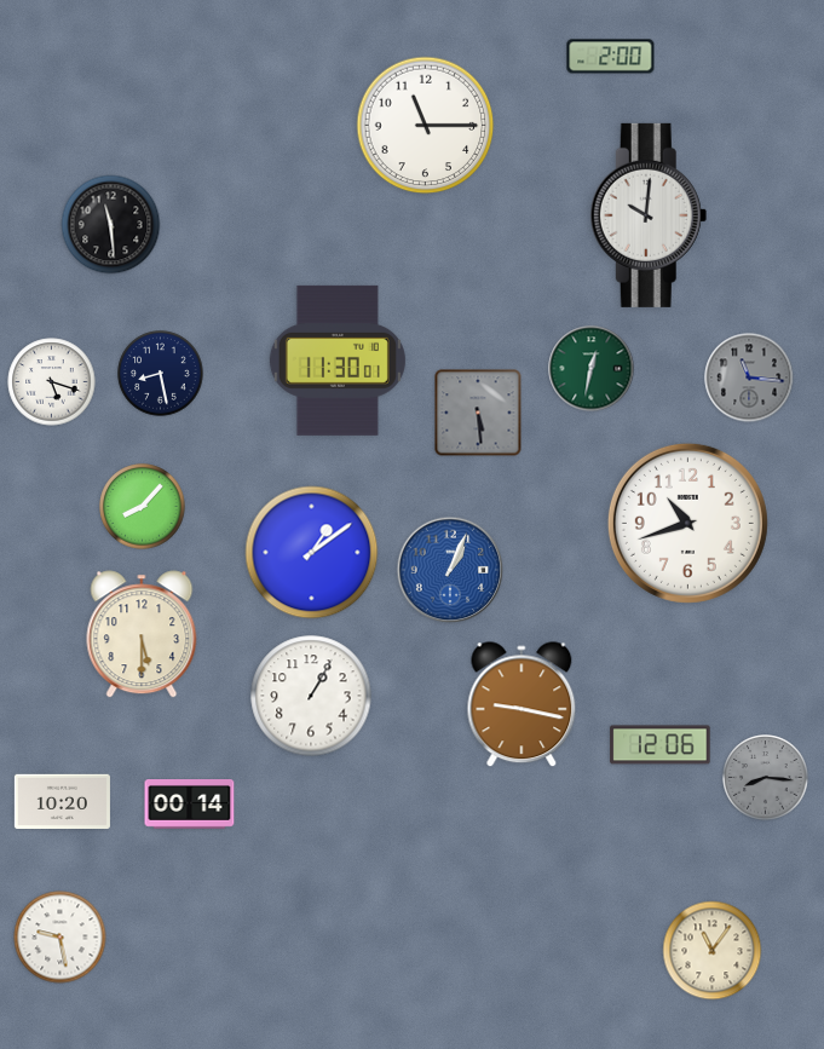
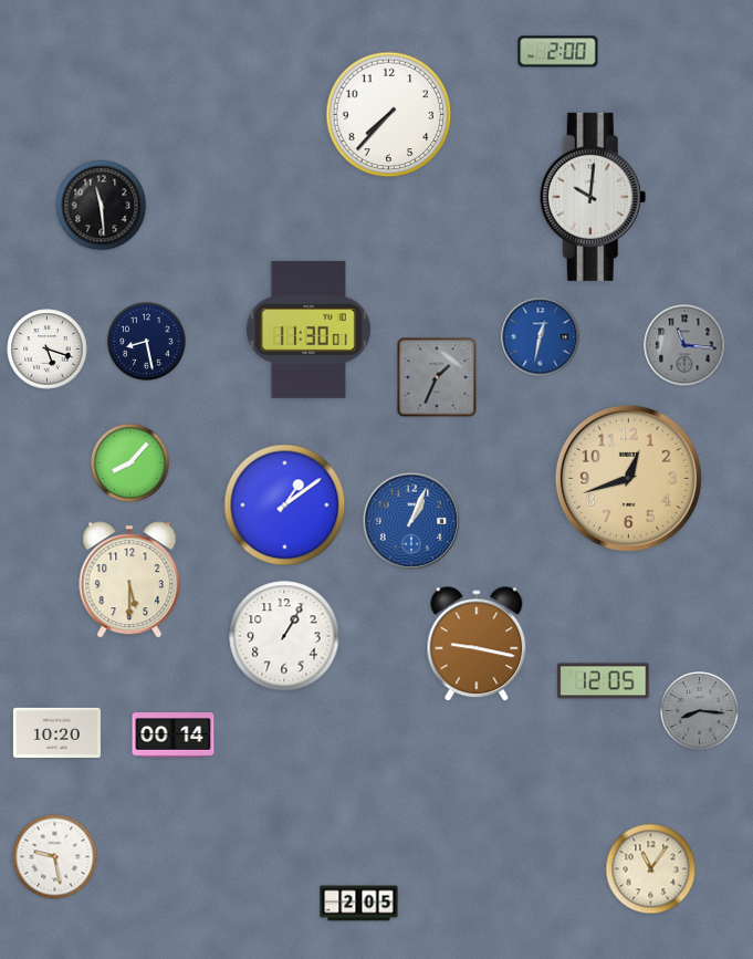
clock at (426, 126): 11:15 -> 7:37
clock at (592, 369) dial: green -> blue
clock at (478, 413): 5:29 -> 1:34
clock at (687, 523): 10:42 -> 12:42
clock at (687, 523) dial: white -> champagne
clock at (661, 745): 12:06 -> 12:05
clock at (359, 904): none -> 2:05
